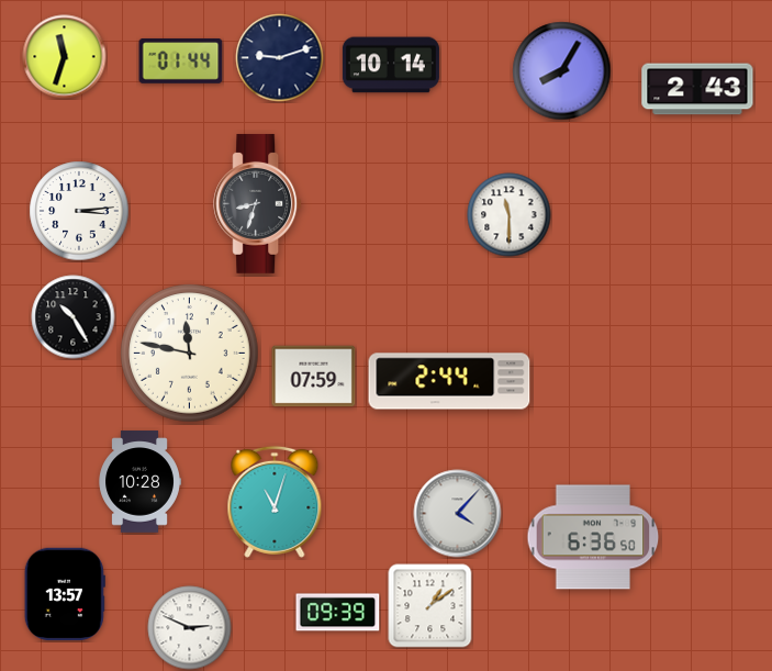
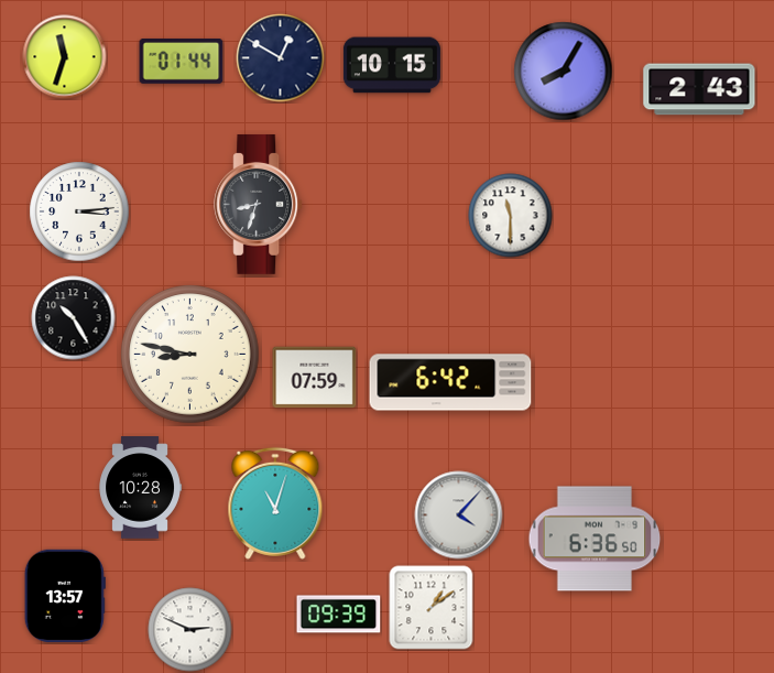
clock at (280, 58): 9:12 -> 12:50
clock at (391, 65): 10:14 -> 10:15
clock at (190, 354): 11:47 -> 8:47
clock at (449, 381): 2:44 -> 6:42
clock at (139, 482) position: (139, 482) -> (140, 488)
